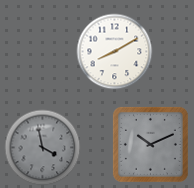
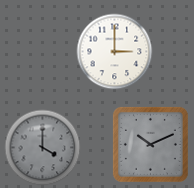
clock at (115, 52): 8:10 -> 3:00
clock at (43, 148): 3:58 -> 4:00
